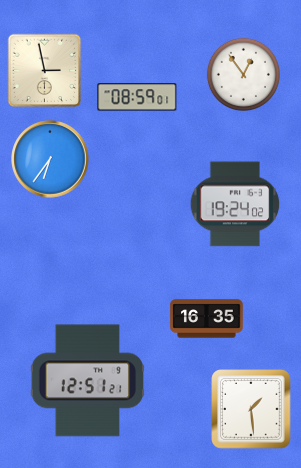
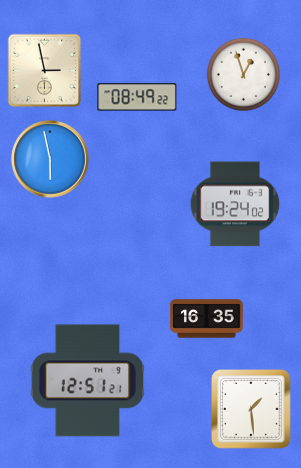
clock at (243, 74): 12:54 -> 12:57
clock at (137, 97): 08:59 -> 08:49
clock at (50, 159): 6:36 -> 5:58
